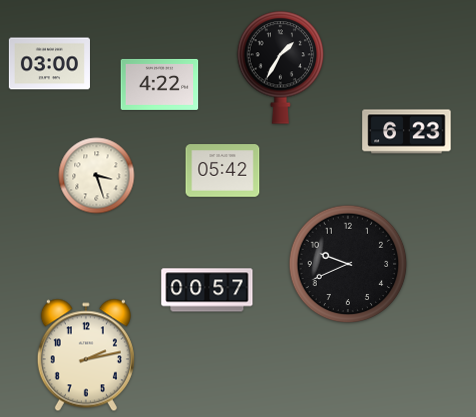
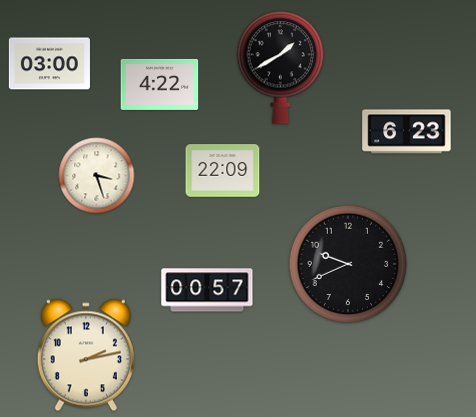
clock at (281, 67): 1:35 -> 1:40
clock at (223, 171): 05:42 -> 22:09
